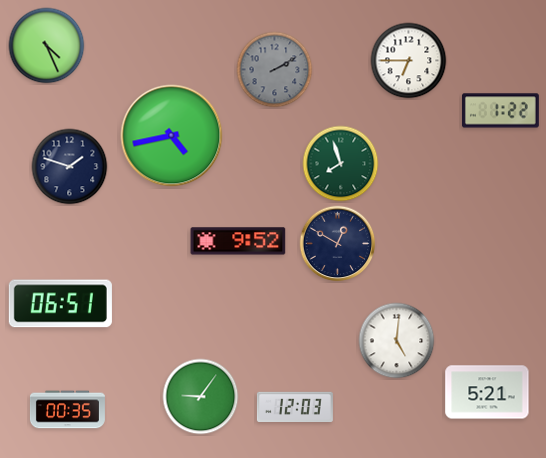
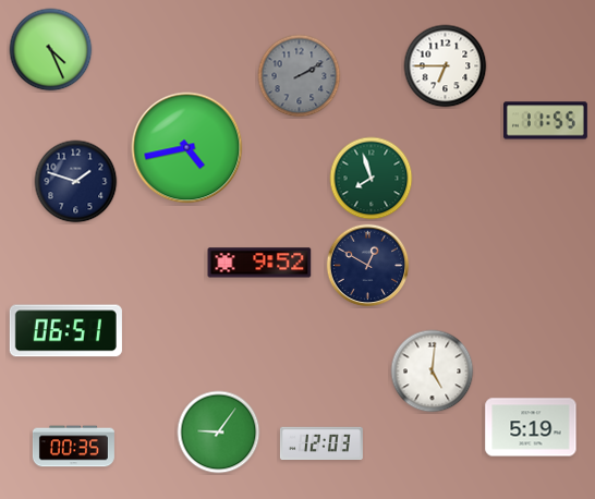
clock at (501, 111): 1:22 -> 11:55
clock at (487, 392): 5:21 -> 5:19
